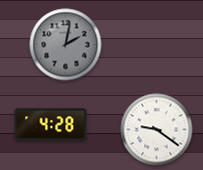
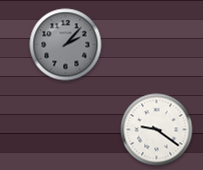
clock at (66, 45): 2:02 -> 2:07
clock at (51, 125): 4:28 -> none
